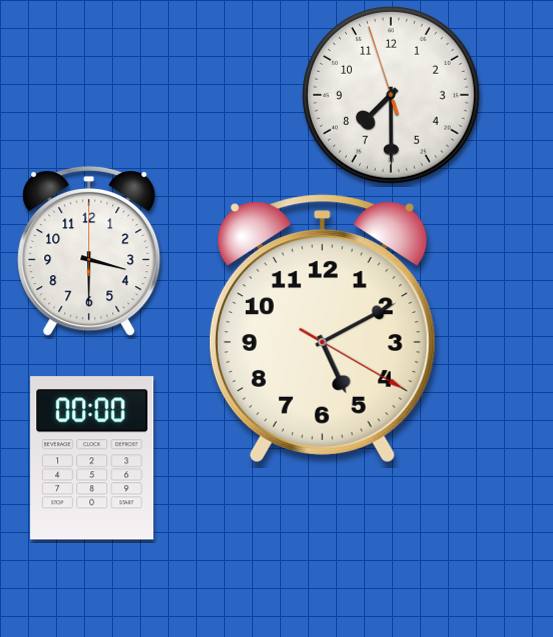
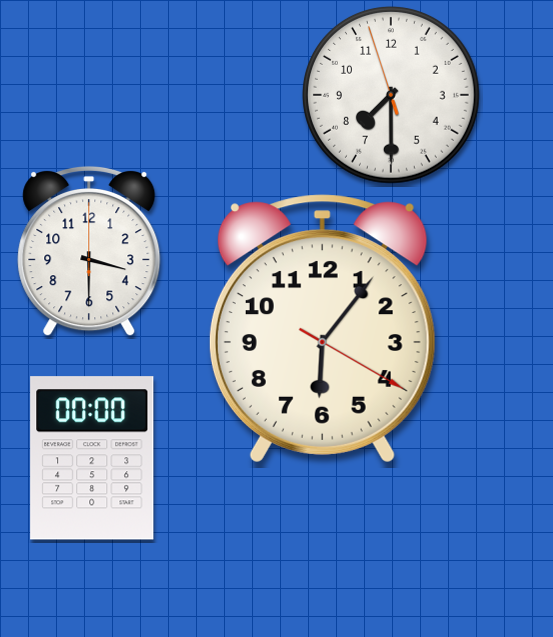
clock at (322, 329): 5:10 -> 6:06
